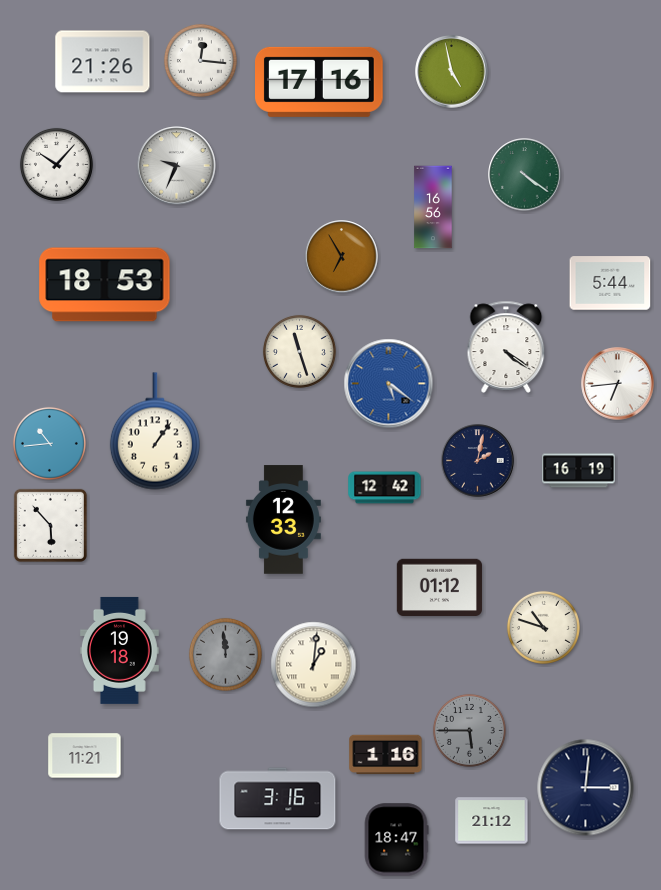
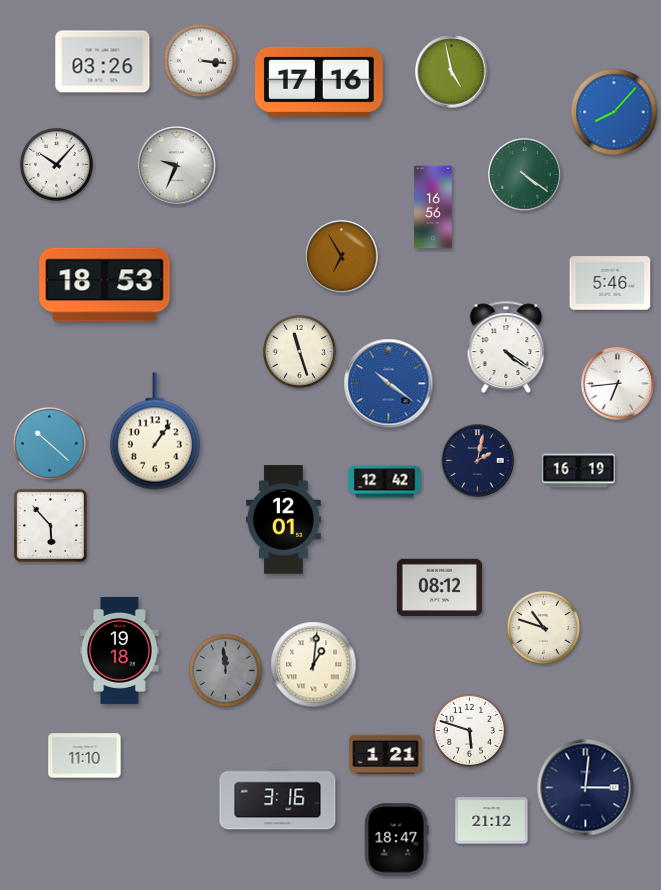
clock at (200, 60): 12:16 -> 3:16
clock at (103, 62): 21:26 -> 03:26
clock at (614, 112): none -> 8:07
clock at (610, 283): 5:44 -> 5:46
clock at (389, 384): 5:21 -> 10:21
clock at (49, 443): 10:44 -> 10:22
clock at (385, 488) position: (385, 488) -> (385, 482)
clock at (283, 520): 12:33 -> 12:01
clock at (439, 588): 01:12 -> 08:12
clock at (225, 654) position: (225, 654) -> (225, 670)
clock at (469, 730): 5:45 -> 5:48
clock at (469, 730) dial: grey -> white
clock at (386, 755): 1:16 -> 1:21
clock at (85, 756): 11:21 -> 11:10
